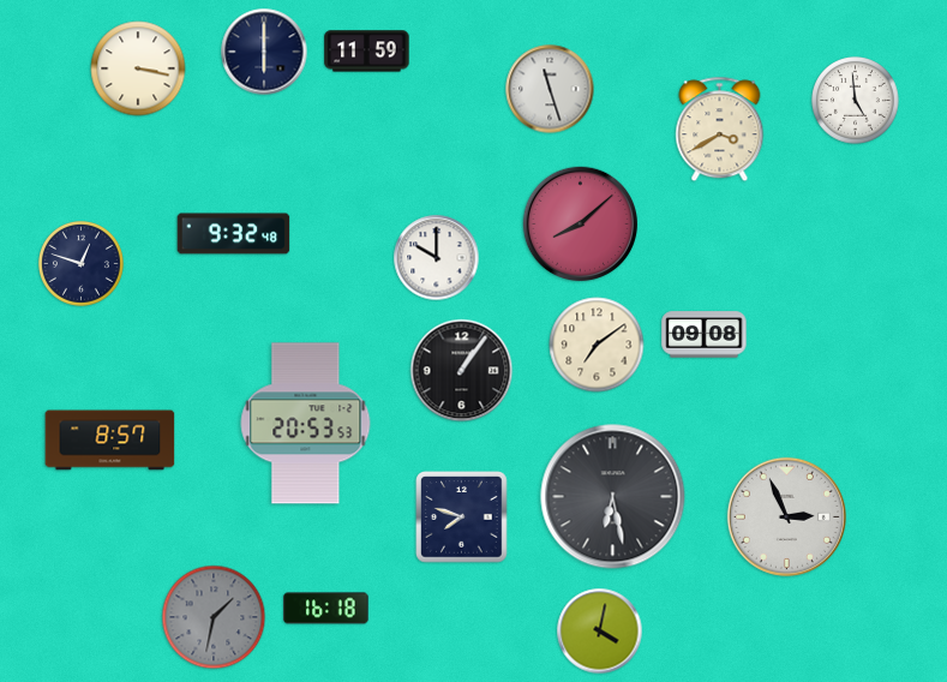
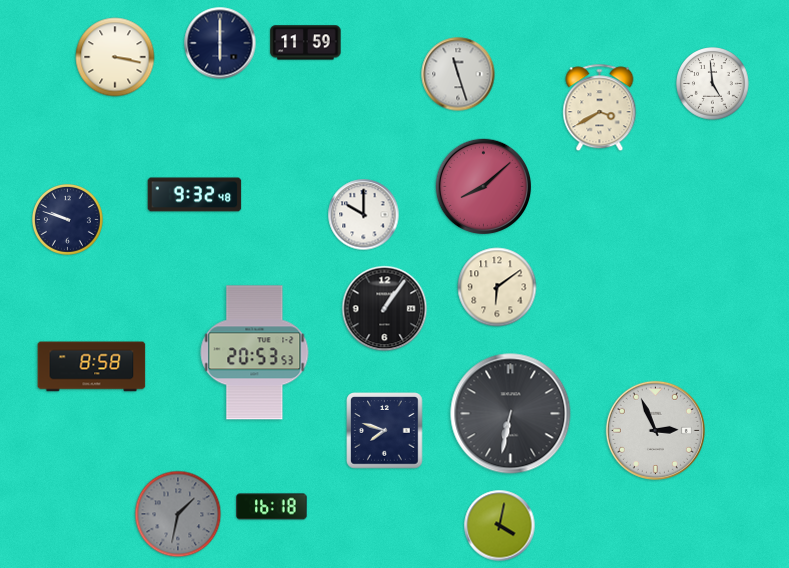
clock at (80, 263): 12:48 -> 9:48
clock at (705, 335): 09:08 -> none
clock at (597, 345): 7:09 -> 6:09
clock at (110, 441): 8:57 -> 8:58
clock at (613, 497): 6:28 -> 6:32
